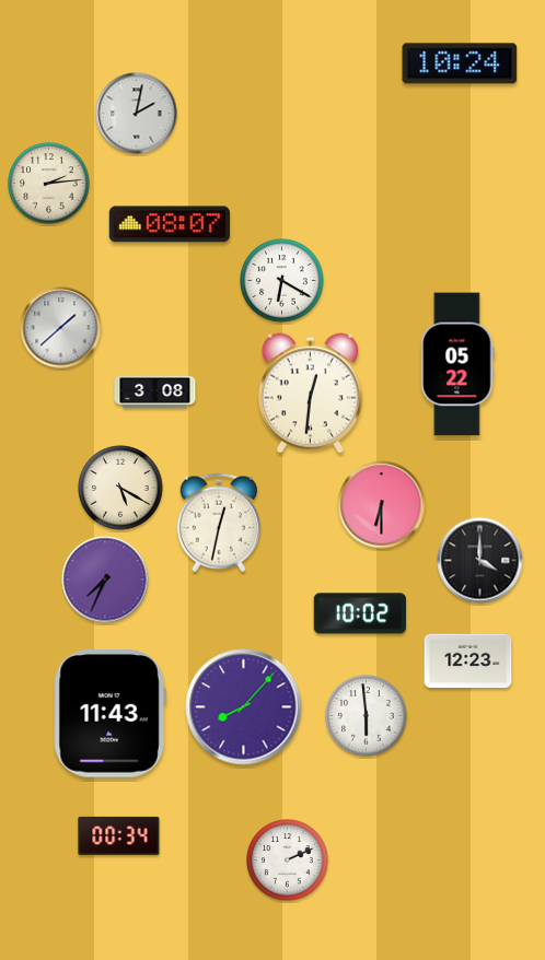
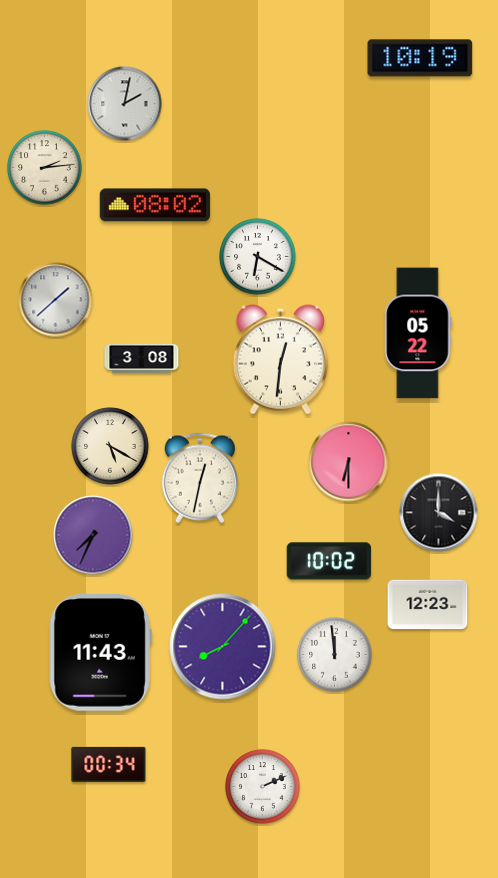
clock at (460, 63): 10:24 -> 10:19
clock at (170, 224): 08:07 -> 08:02
clock at (310, 394) position: (310, 394) -> (280, 360)
clock at (105, 579) position: (105, 579) -> (93, 535)
clock at (367, 716): 5:59 -> 11:59
